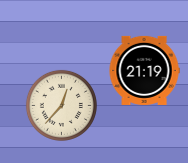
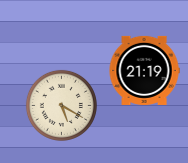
clock at (61, 105): 12:37 -> 5:20
